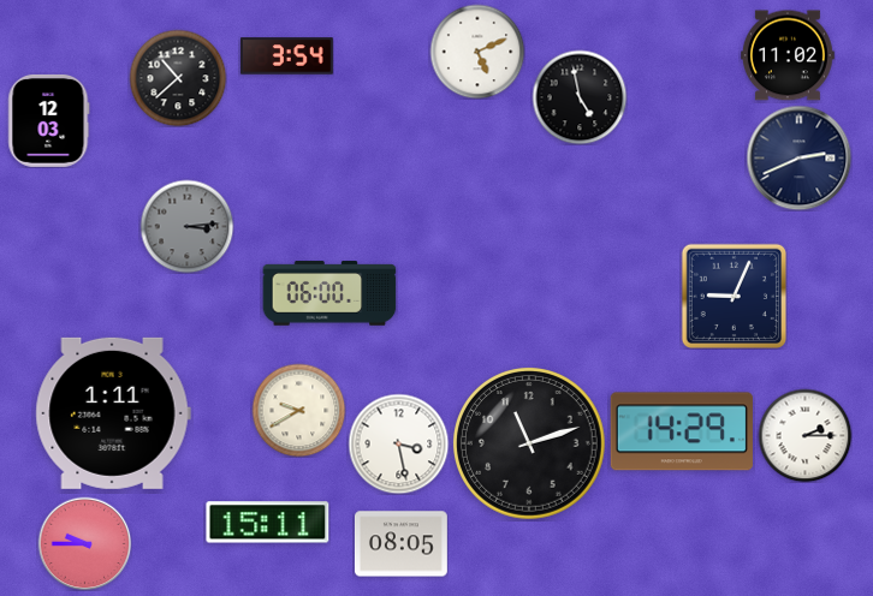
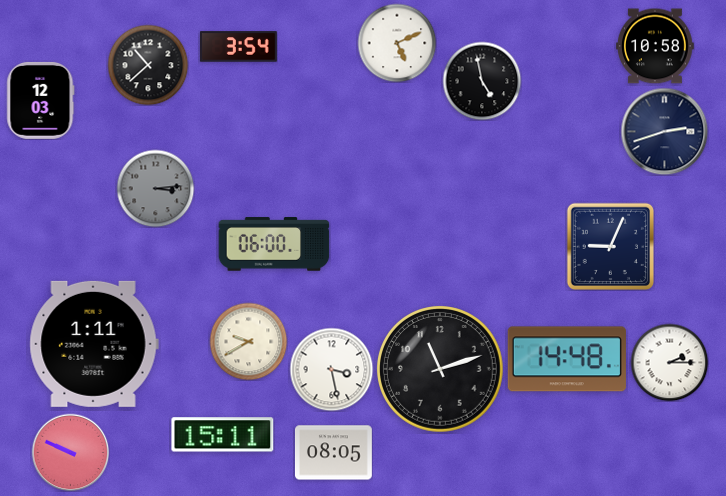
clock at (789, 55): 11:02 -> 10:58
clock at (798, 157): 2:41 -> 2:42
clock at (682, 431): 14:29 -> 14:48
clock at (84, 543): 9:45 -> 9:49
